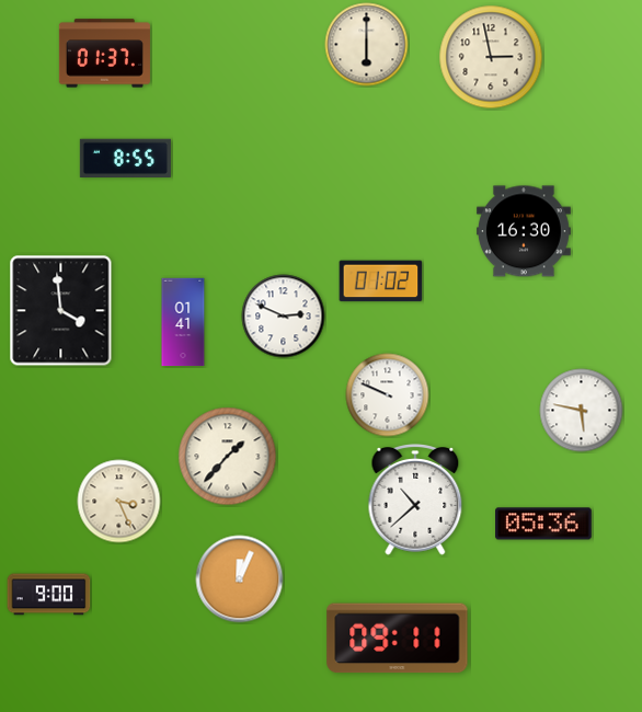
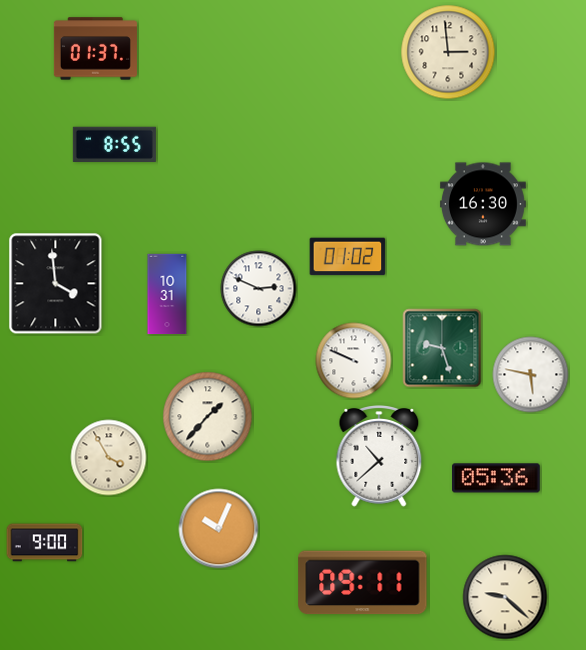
clock at (367, 45): 6:00 -> none
clock at (491, 57): 2:58 -> 2:59
clock at (524, 231) position: (524, 231) -> (483, 204)
clock at (183, 322): 01:41 -> 10:31
clock at (442, 348): none -> 9:27
clock at (119, 502): 3:26 -> 3:55
clock at (240, 579): 12:04 -> 10:04
clock at (505, 597): none -> 9:22
